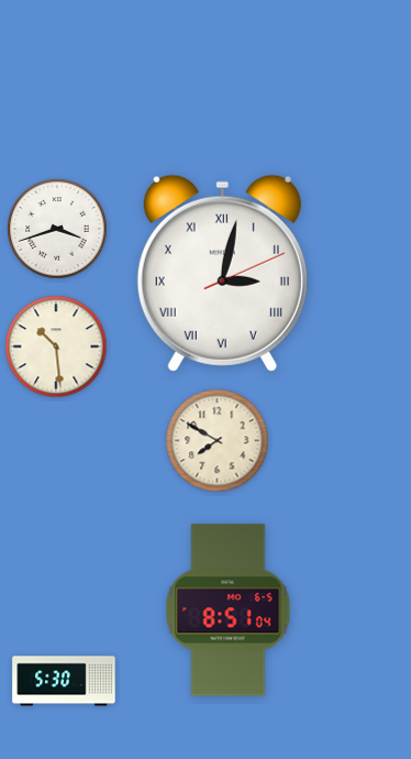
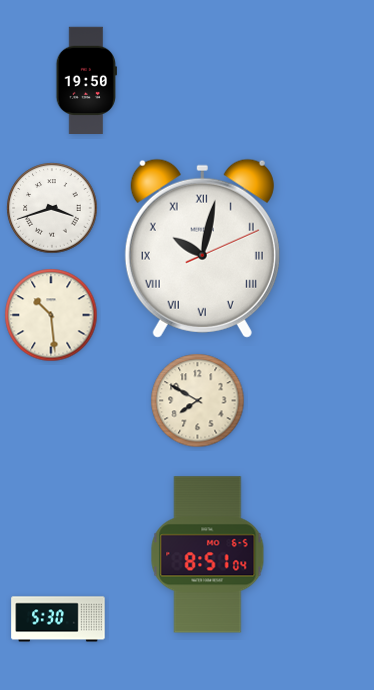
clock at (86, 80): none -> 19:50
clock at (222, 273): 3:02 -> 10:02
